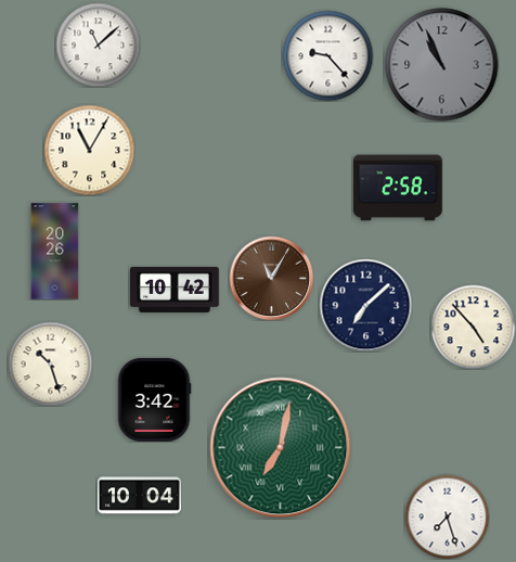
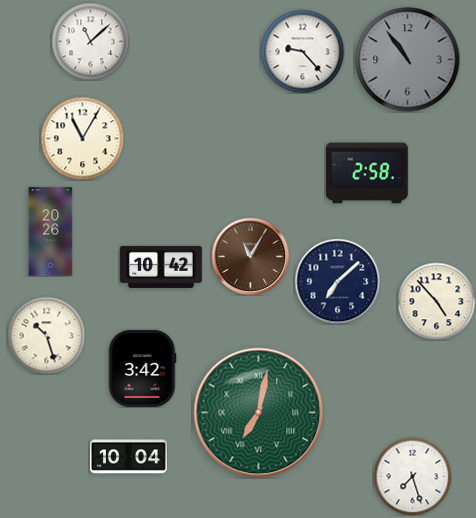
clock at (442, 65): 10:56 -> 10:54
